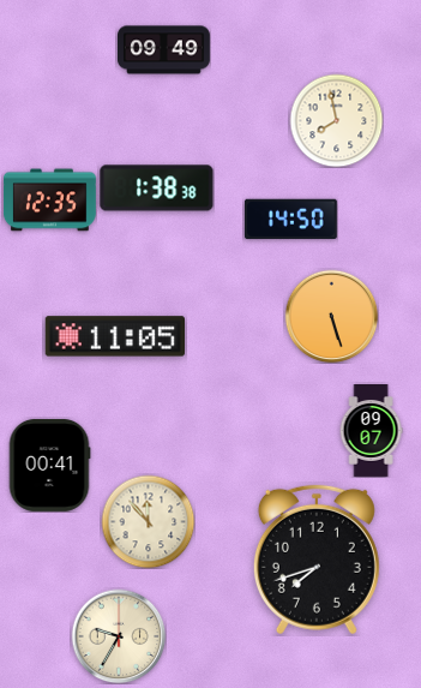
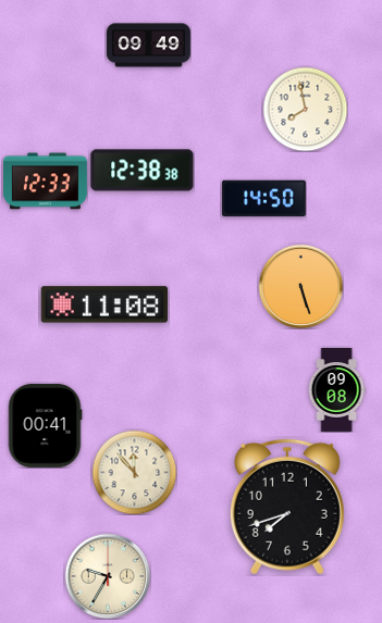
clock at (157, 189): 1:38 -> 12:38
clock at (50, 201): 12:35 -> 12:33
clock at (114, 336): 11:05 -> 11:08
clock at (371, 431): 09:07 -> 09:08
clock at (49, 465) position: (49, 465) -> (45, 425)
